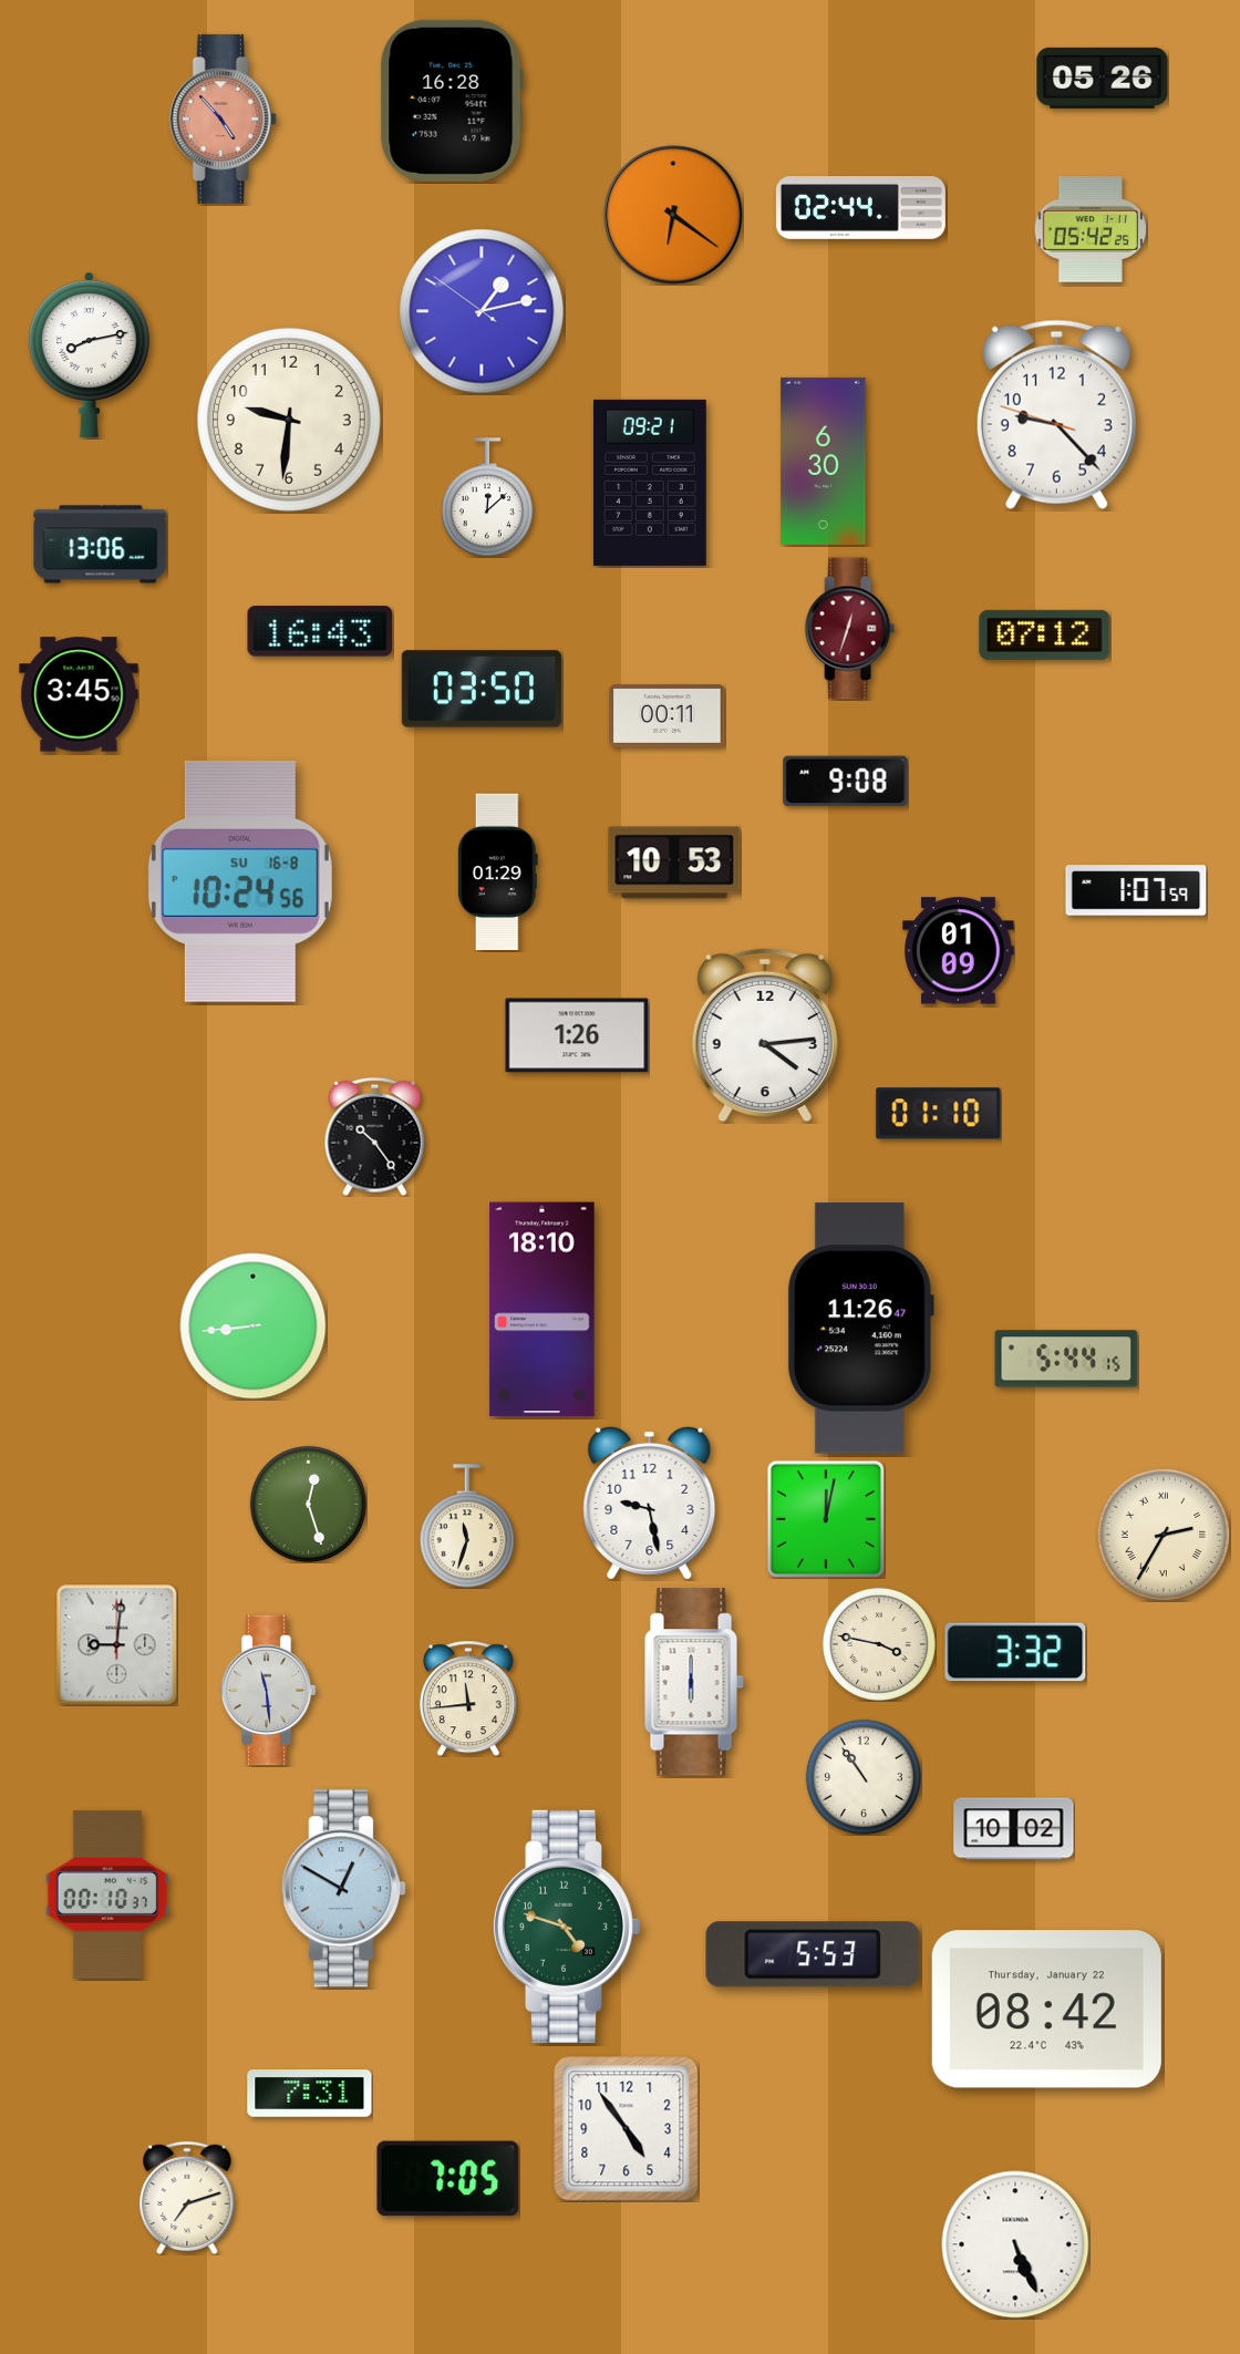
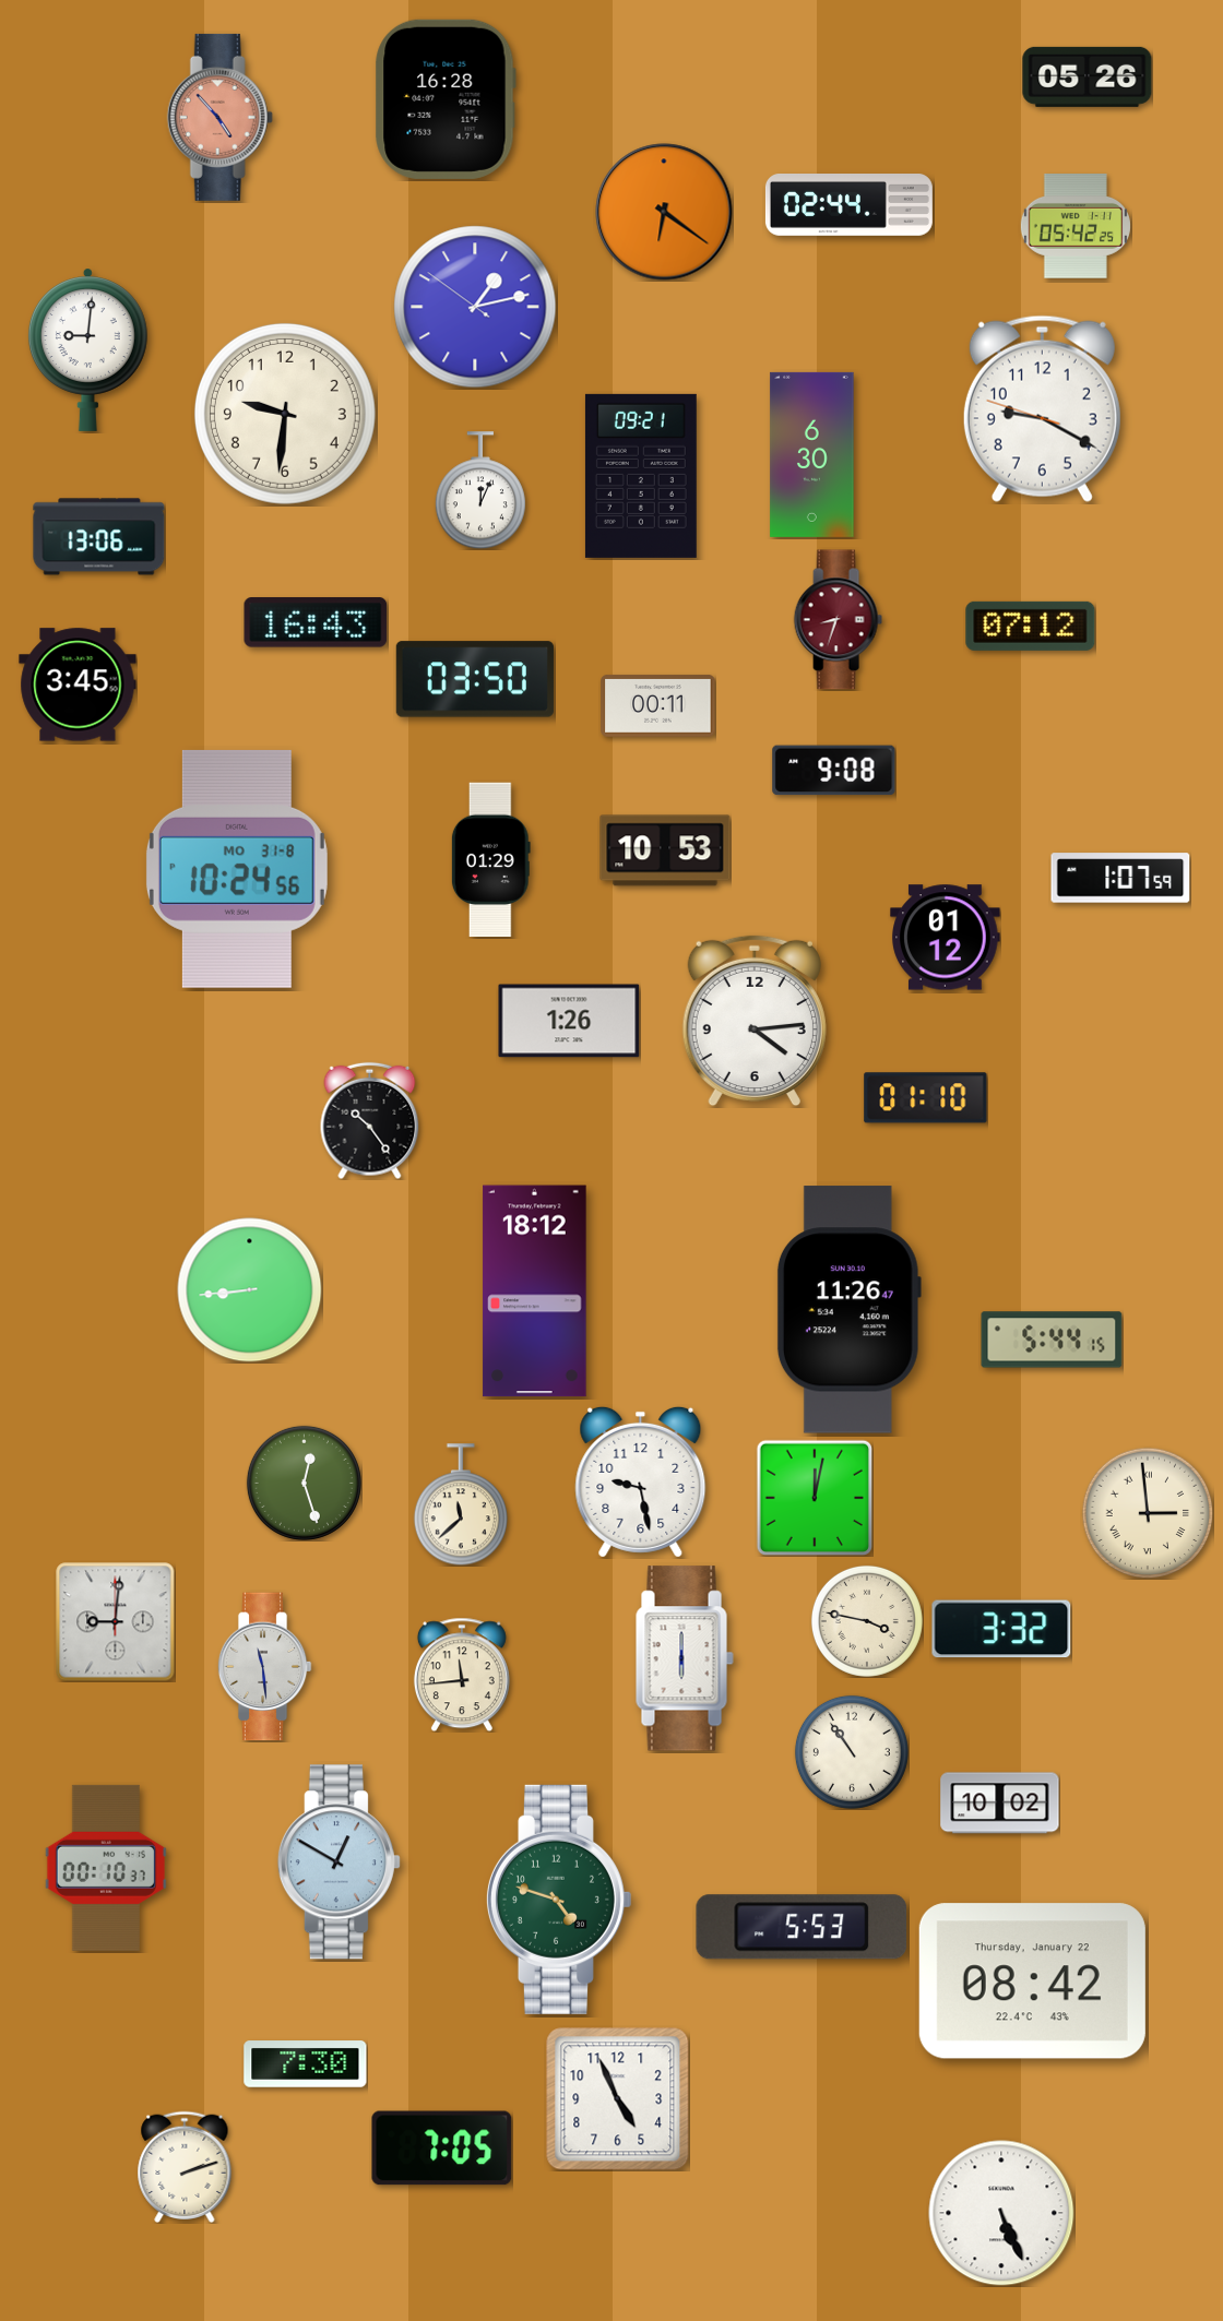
clock at (89, 354): 8:13 -> 9:01
clock at (1056, 414): 9:22 -> 9:19
clock at (487, 497): 12:08 -> 12:04
clock at (849, 629): 12:33 -> 8:33
clock at (240, 881) date: SU 16-8 -> MO 31-8
clock at (959, 951): 01:09 -> 01:12
clock at (542, 1310): 18:10 -> 18:12
clock at (254, 1326) position: (254, 1326) -> (250, 1290)
clock at (467, 1526): 11:33 -> 11:38
clock at (1164, 1535): 2:35 -> 2:59
clock at (310, 2094): 7:31 -> 7:30
clock at (627, 2129): 4:54 -> 4:56
clock at (187, 2198): 7:12 -> 2:12
